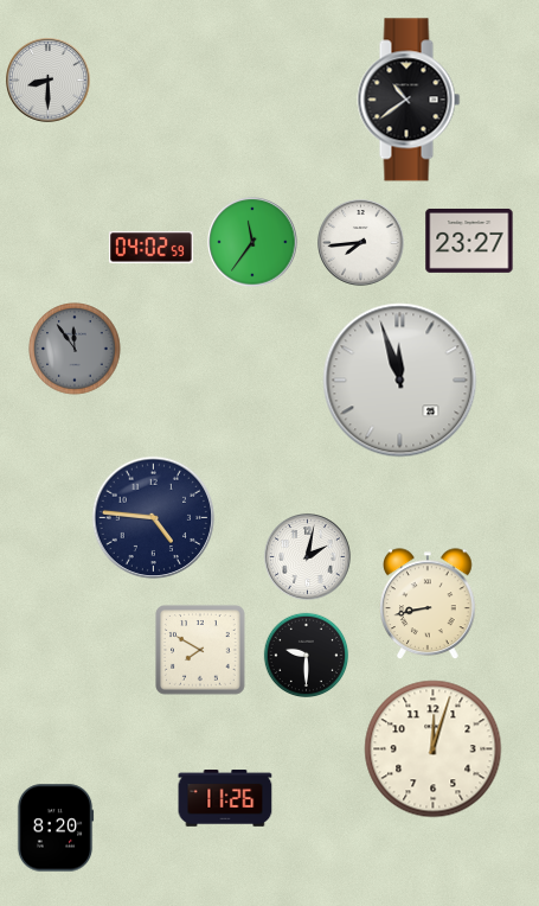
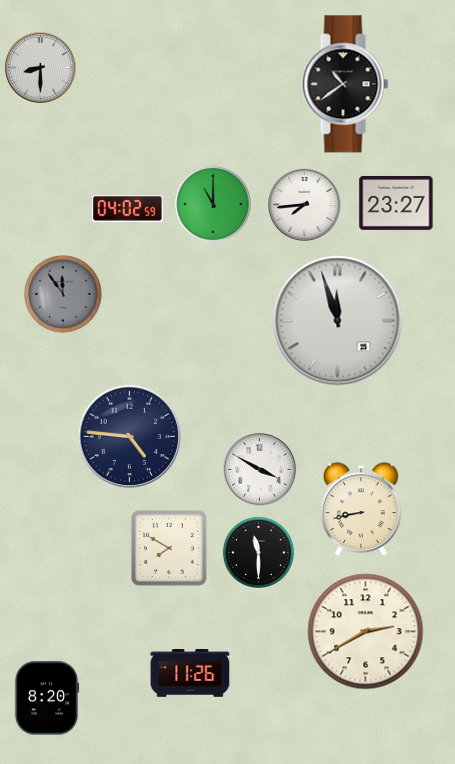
clock at (252, 242): 11:36 -> 11:00
clock at (308, 557): 2:02 -> 3:50
clock at (306, 655): 9:30 -> 11:30
clock at (434, 749): 12:03 -> 2:40
